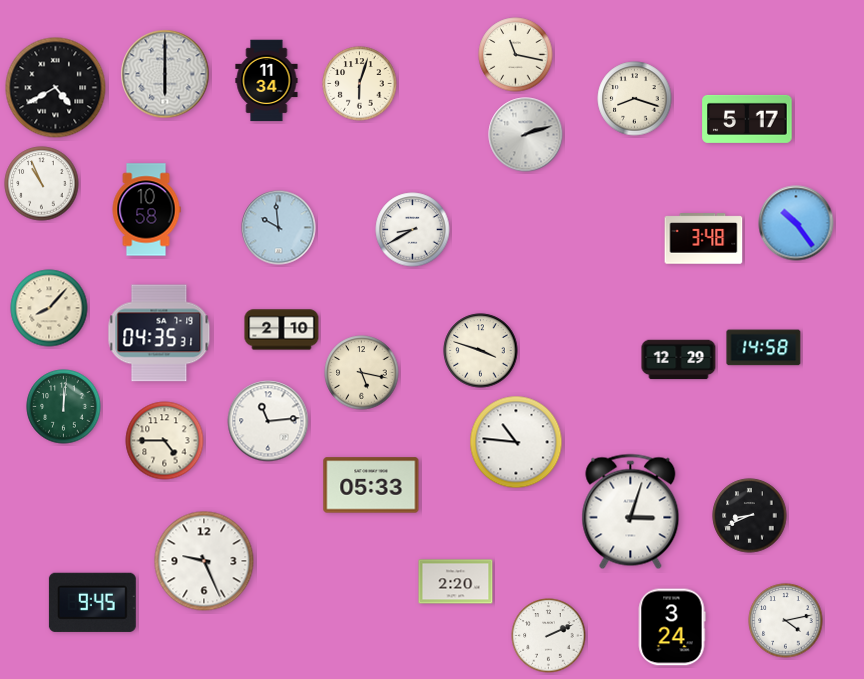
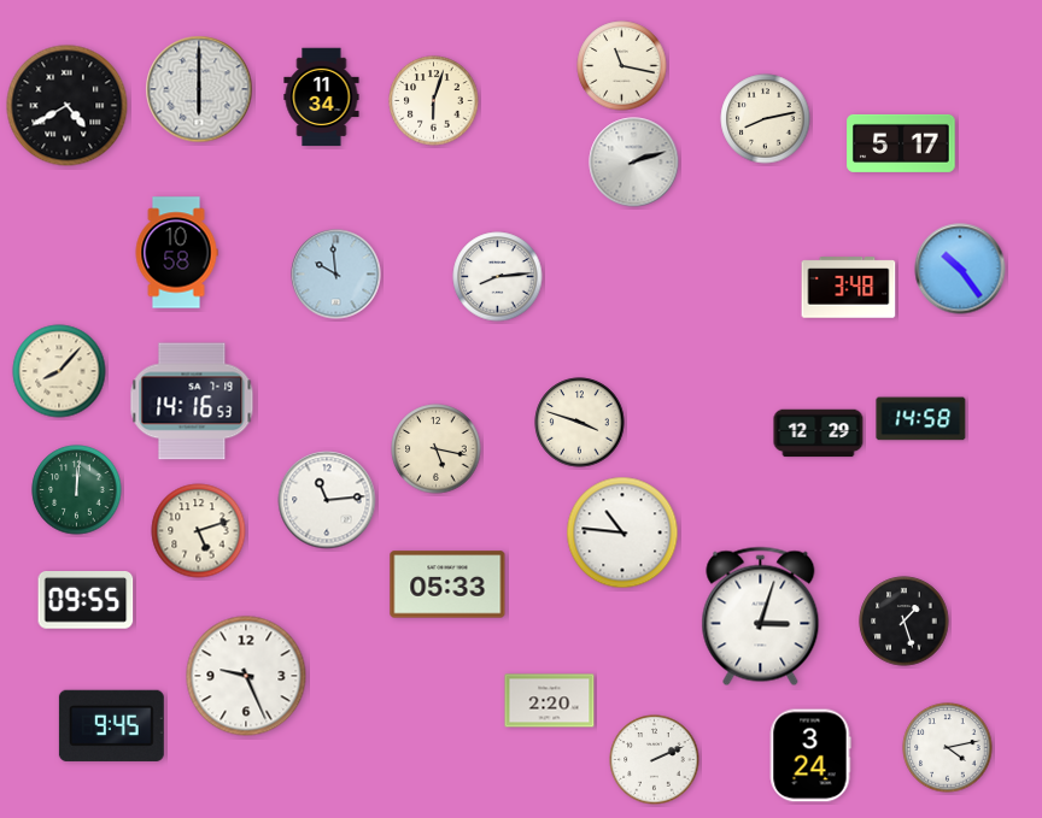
clock at (635, 99): 8:18 -> 8:13
clock at (42, 184): 10:56 -> none
clock at (413, 230): 8:40 -> 8:14
clock at (282, 330): 2:10 -> none
clock at (159, 333): 04:35 -> 14:16
clock at (268, 421) position: (268, 421) -> (327, 500)
clock at (165, 441): 4:45 -> 5:12
clock at (86, 601): none -> 09:55
clock at (750, 516): 8:41 -> 1:27
clock at (549, 636) position: (549, 636) -> (655, 760)
